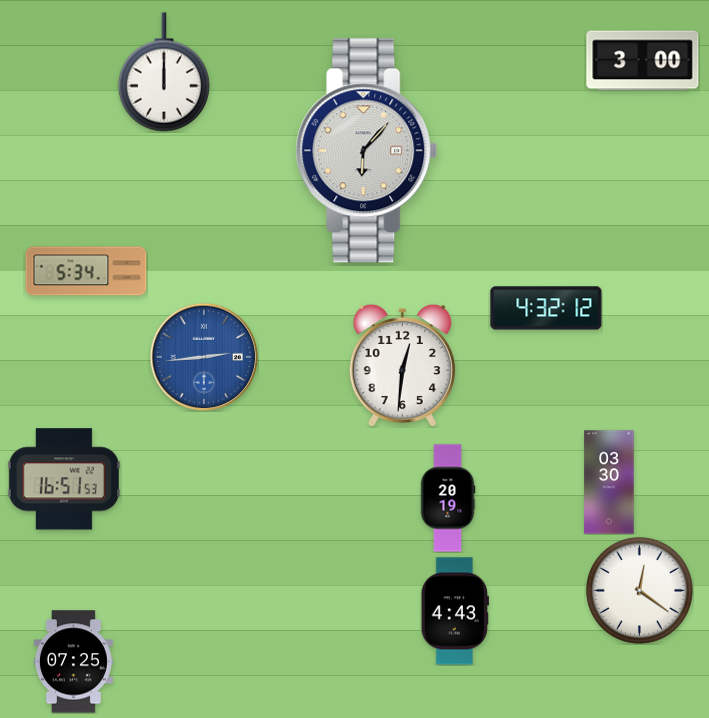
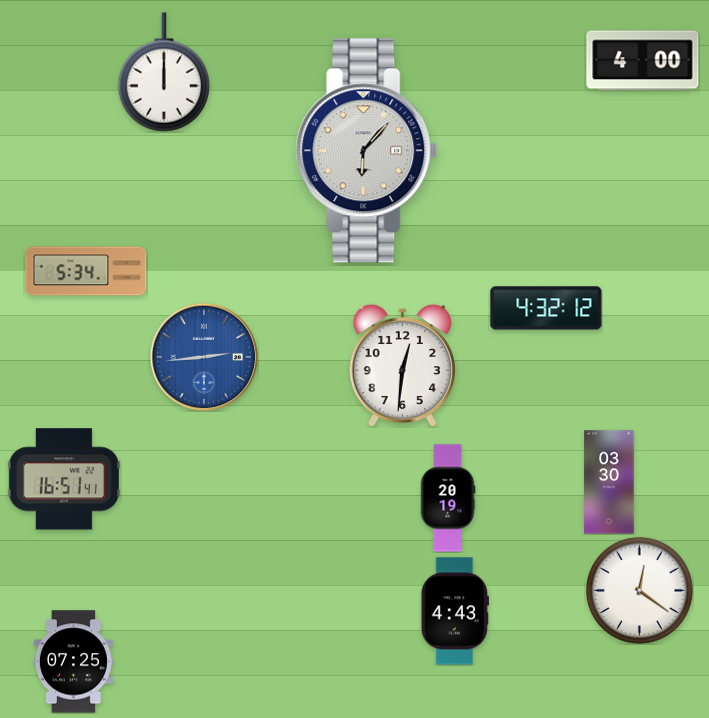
clock at (643, 61): 3:00 -> 4:00
clock at (64, 479): 16:51:53 -> 16:51:41
